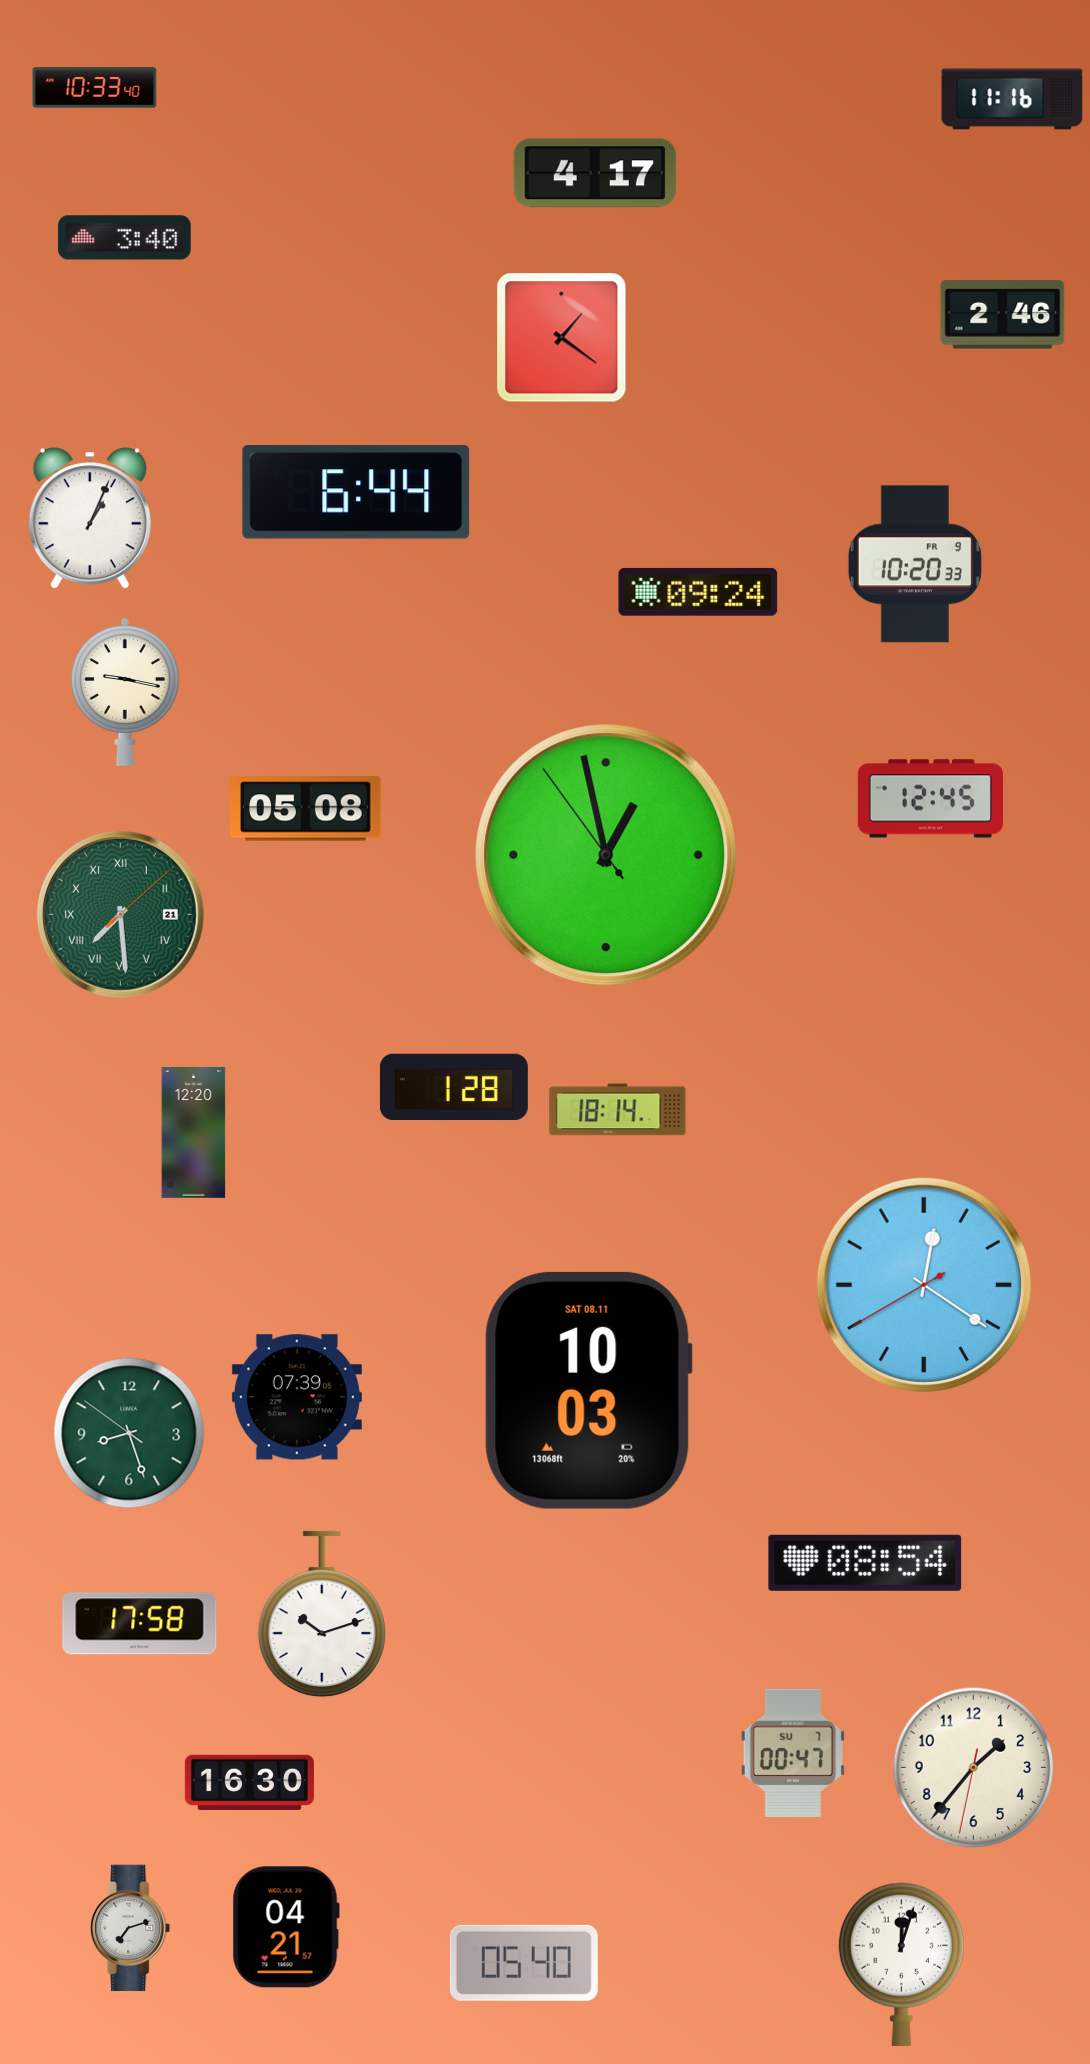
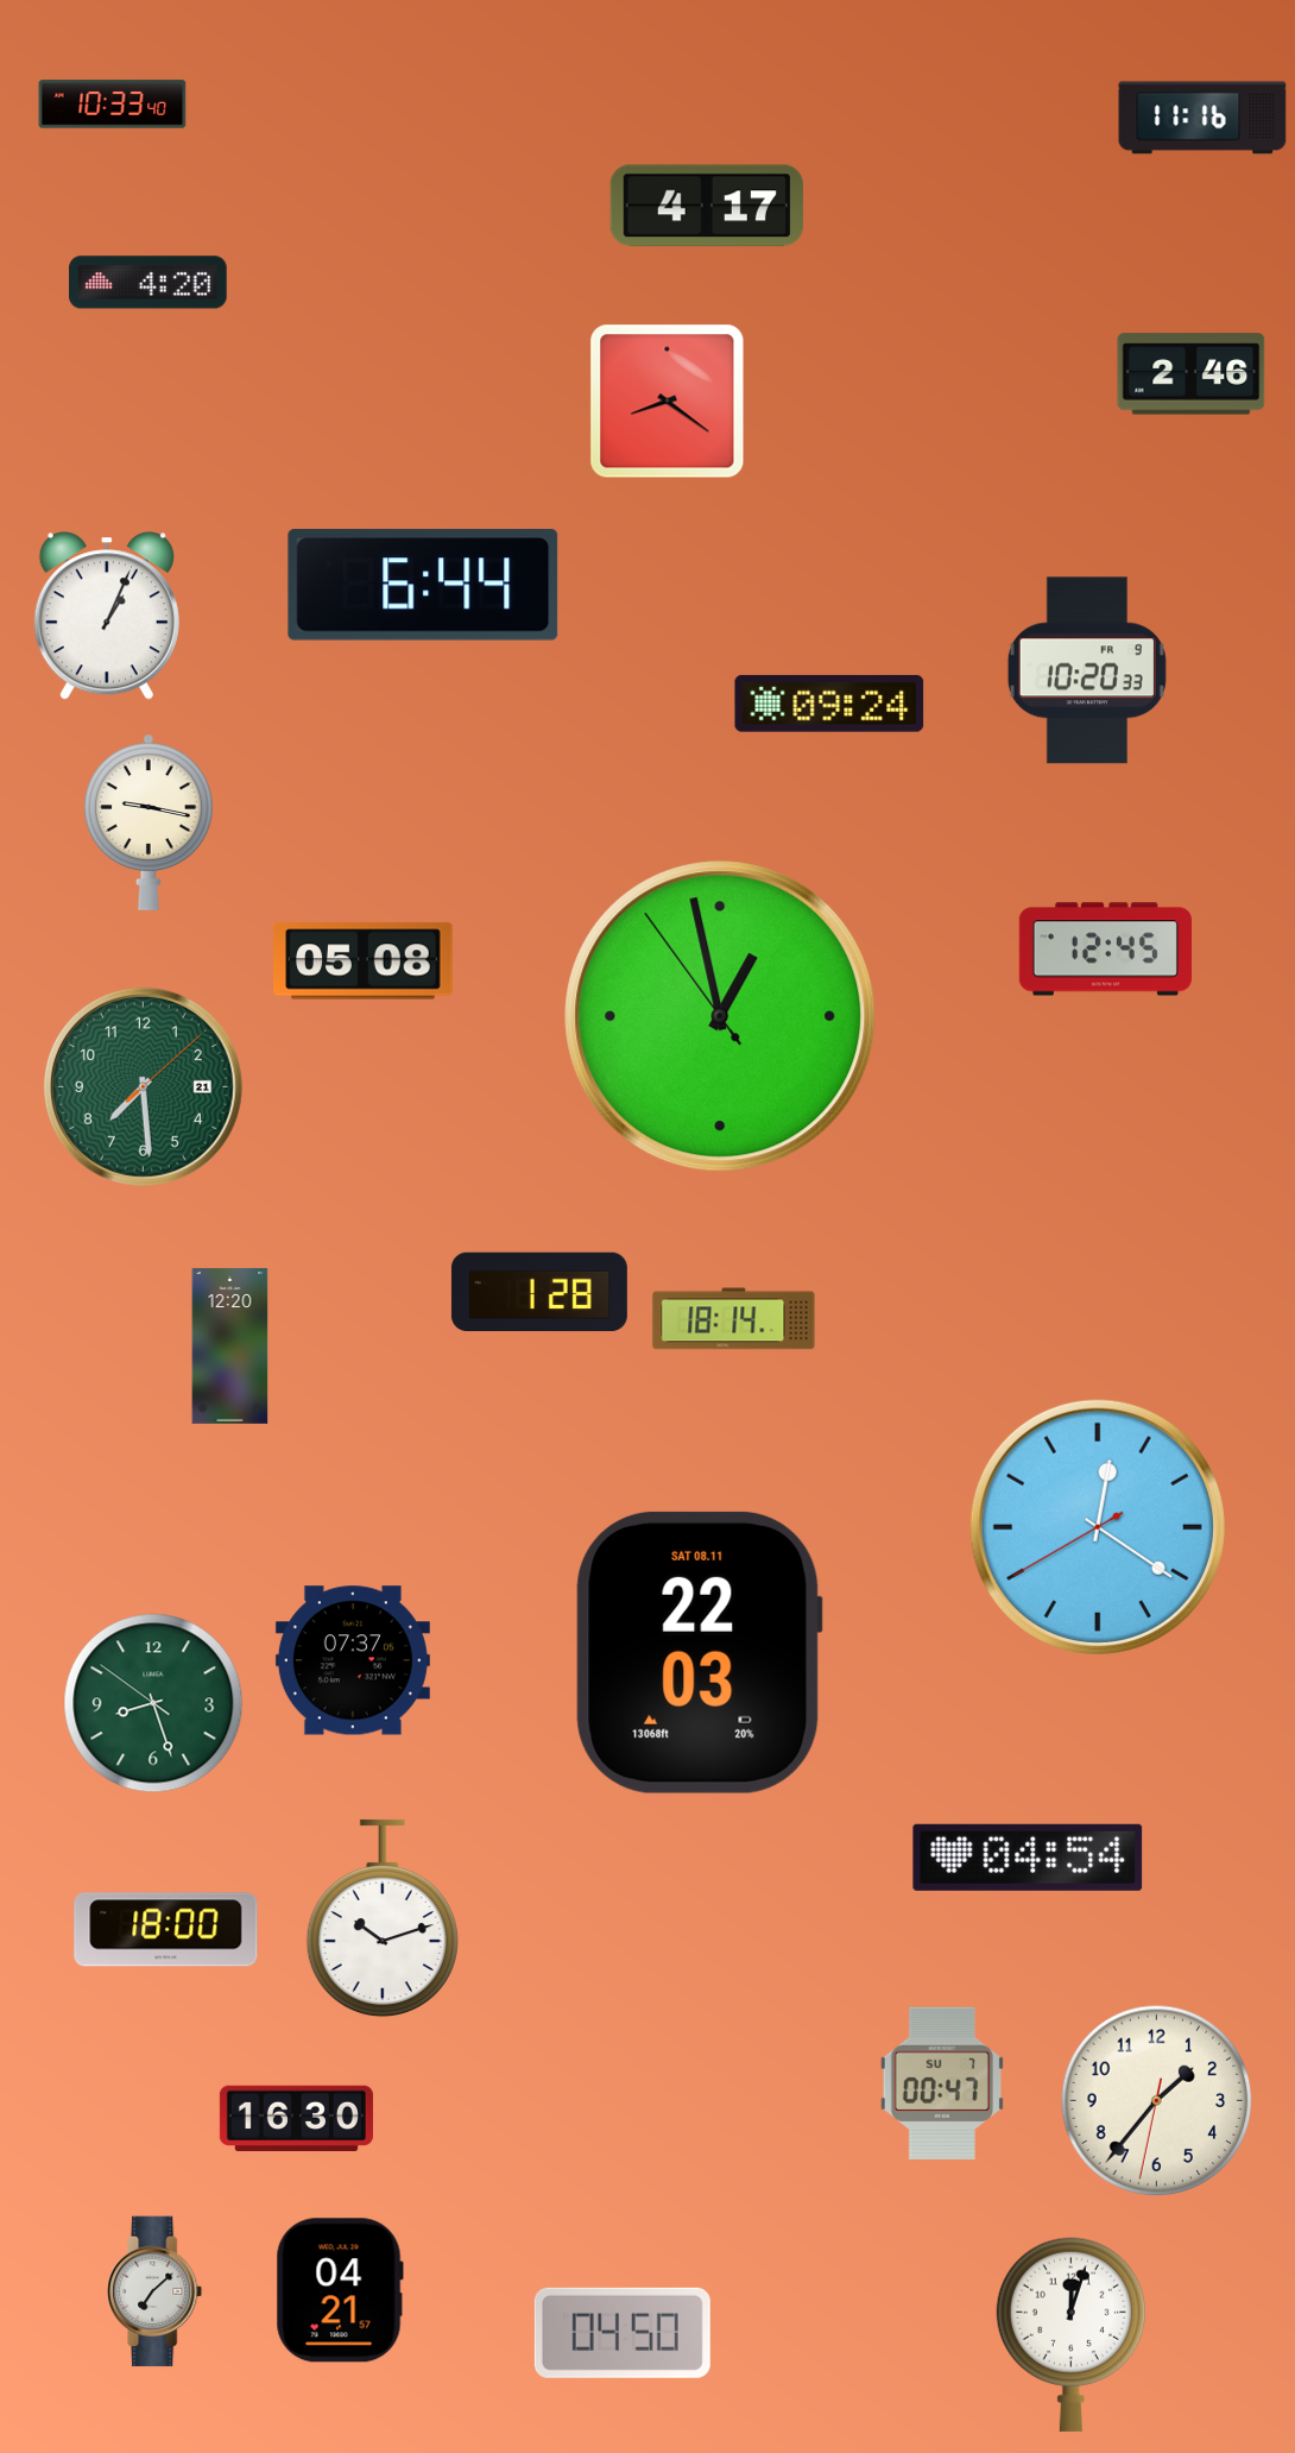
clock at (125, 238): 3:40 -> 4:20
clock at (562, 338): 1:21 -> 8:21
clock at (120, 914) numerals: Roman -> Arabic
clock at (588, 1390): 10:03 -> 22:03
clock at (297, 1397): 07:39 -> 07:37
clock at (865, 1563): 08:54 -> 04:54
clock at (140, 1624): 17:58 -> 18:00
clock at (131, 1928): 7:12 -> 7:08
clock at (524, 1963): 05:40 -> 04:50
